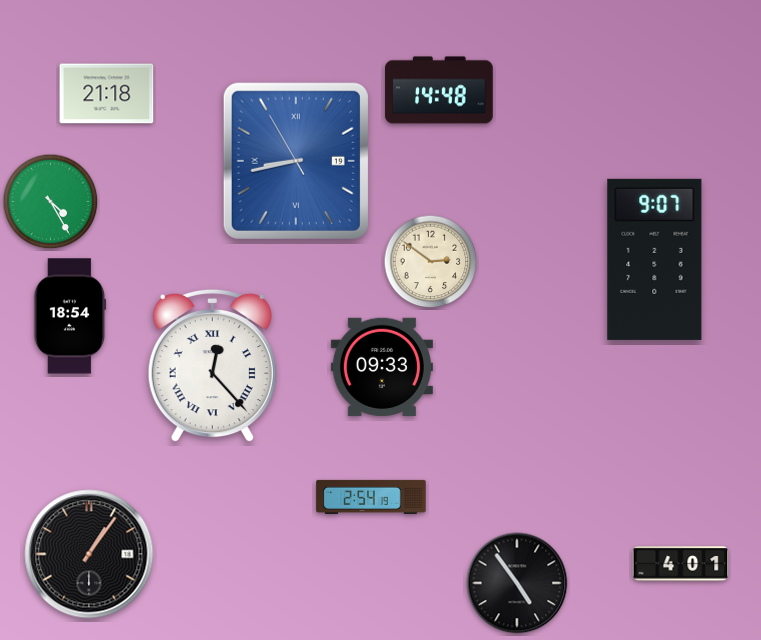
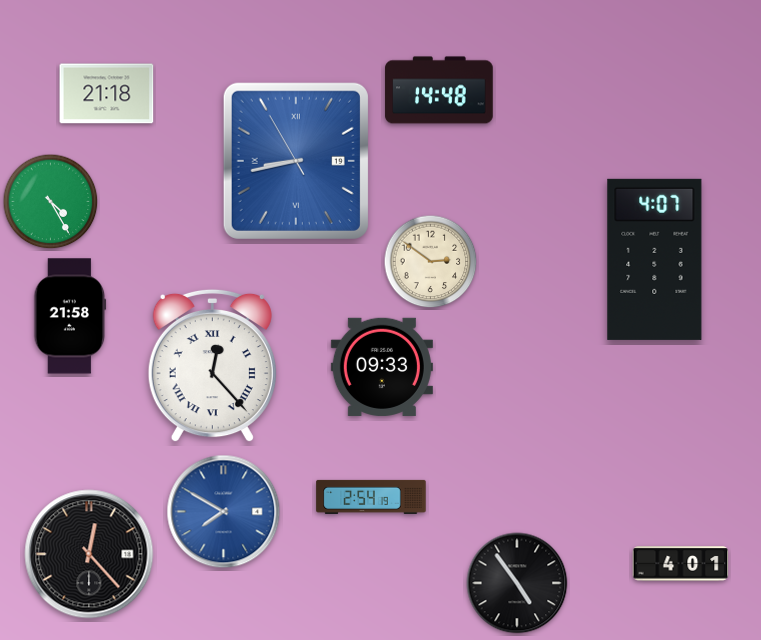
clock at (655, 259): 9:07 -> 4:07
clock at (70, 316): 18:54 -> 21:58
clock at (224, 512): none -> 7:50
clock at (89, 554): 1:06 -> 12:23
